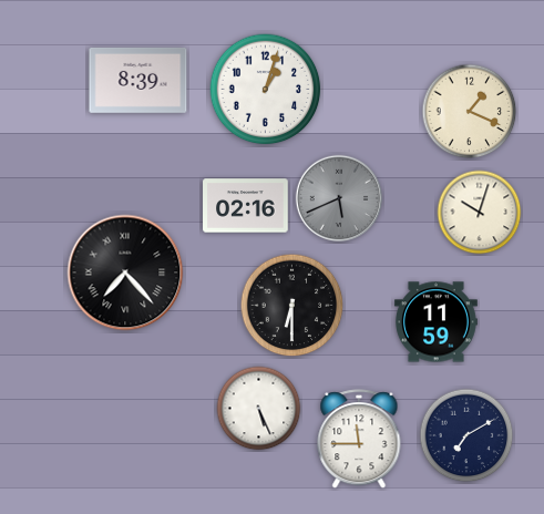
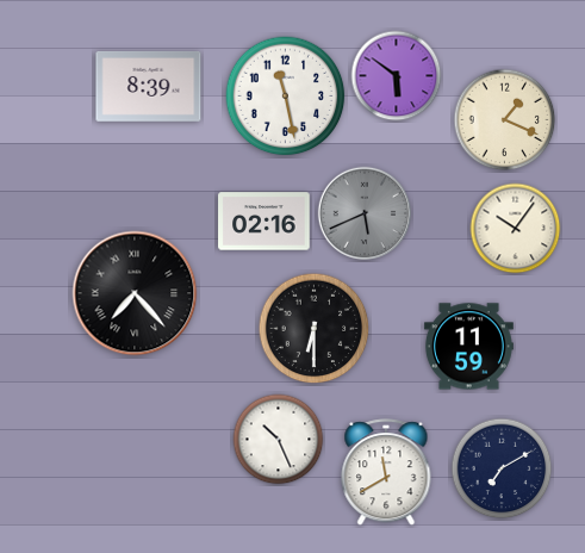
clock at (397, 76): none -> 5:51
clock at (266, 90): 1:03 -> 11:28
clock at (480, 213): 10:03 -> 10:06
clock at (259, 409): 5:26 -> 10:26
clock at (359, 440): 11:45 -> 11:40
